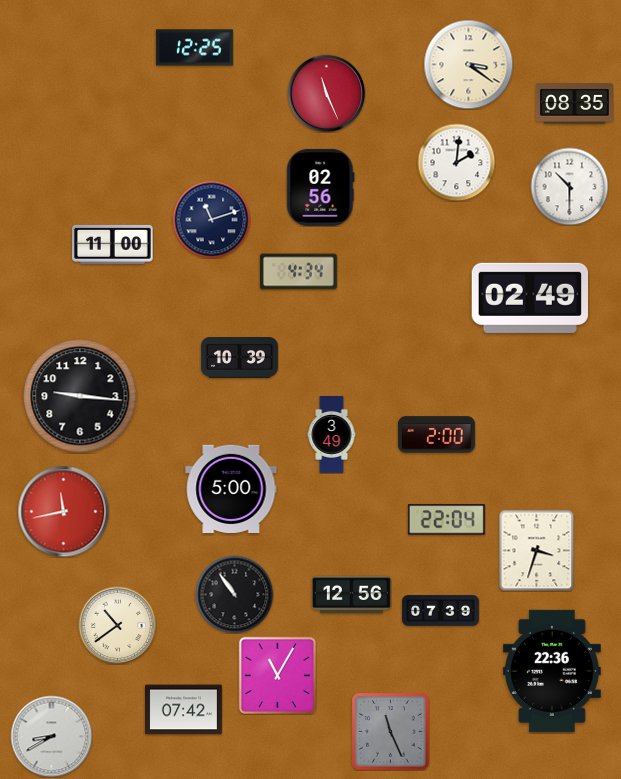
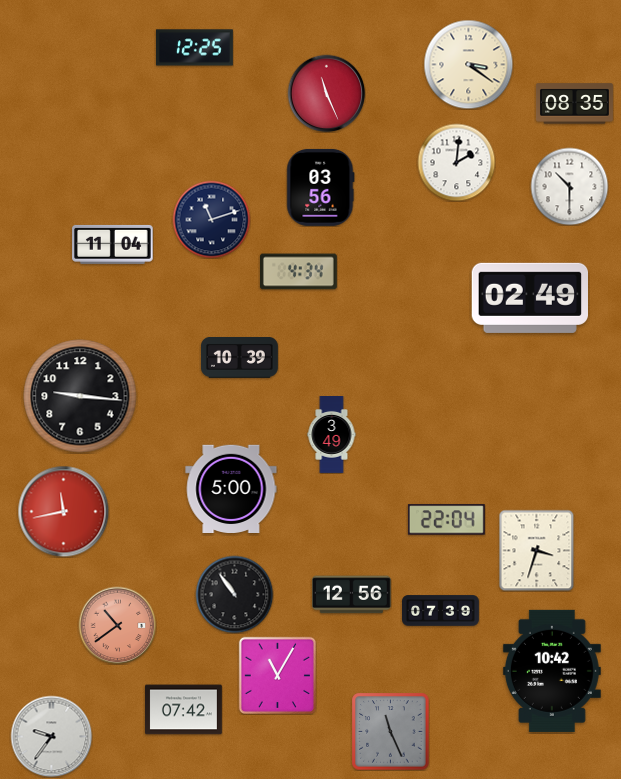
clock at (321, 187): 02:56 -> 03:56
clock at (113, 244): 11:00 -> 11:04
clock at (436, 435): 2:00 -> none
clock at (117, 625) dial: cream -> salmon
clock at (552, 671): 22:36 -> 10:42
clock at (51, 736): 8:40 -> 9:36
